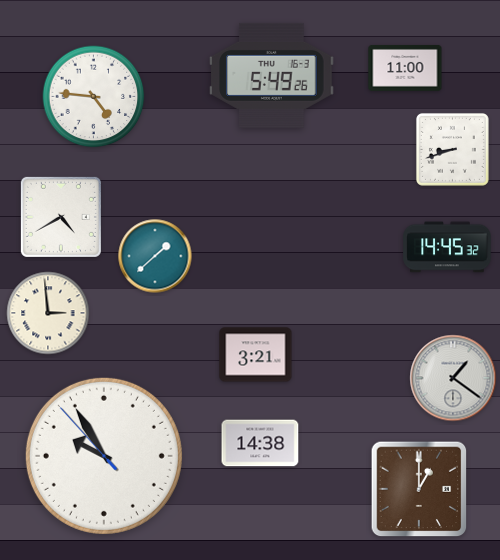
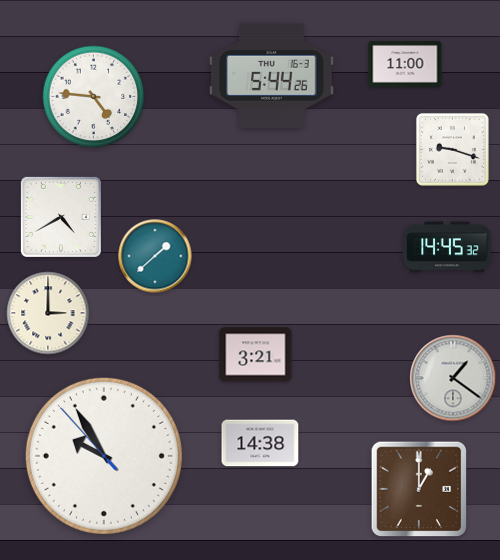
clock at (405, 68) position: (405, 68) -> (405, 64)
clock at (272, 75): 5:49 -> 5:44
clock at (452, 149): 8:42 -> 9:18
clock at (48, 313): 2:59 -> 3:00
